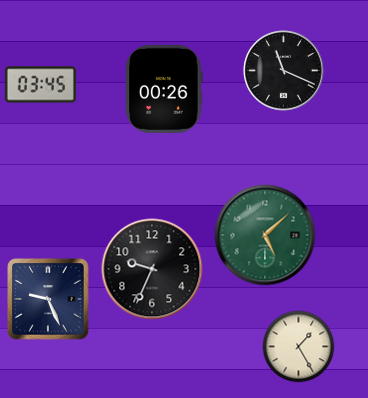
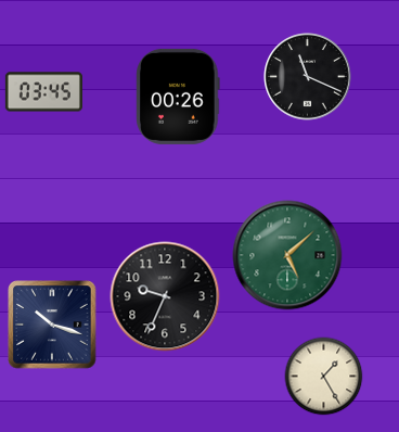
clock at (152, 269) position: (152, 269) -> (165, 296)
clock at (48, 299): 9:26 -> 10:18
